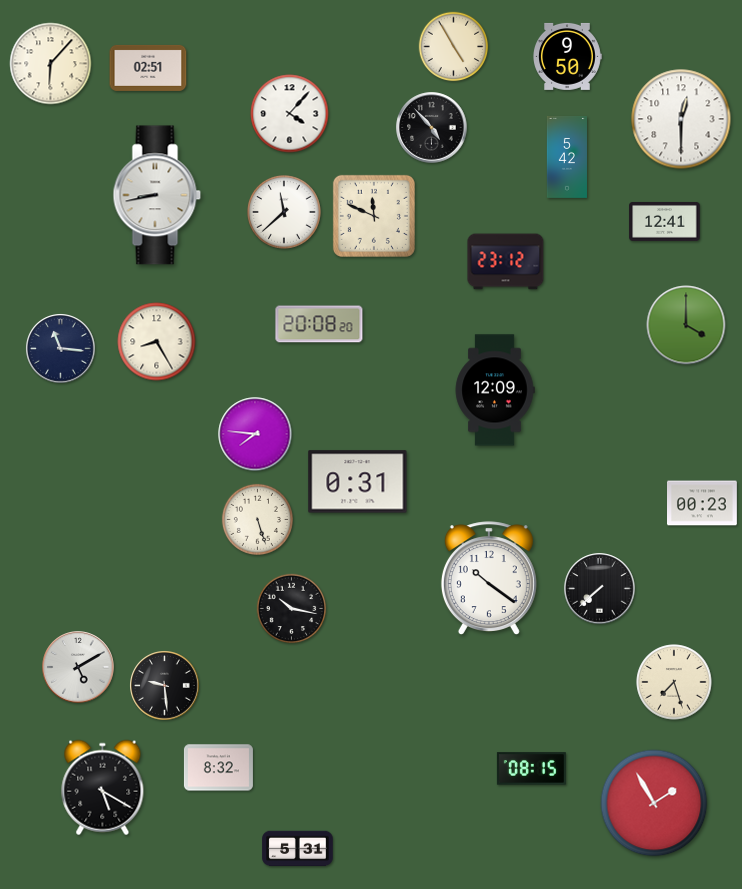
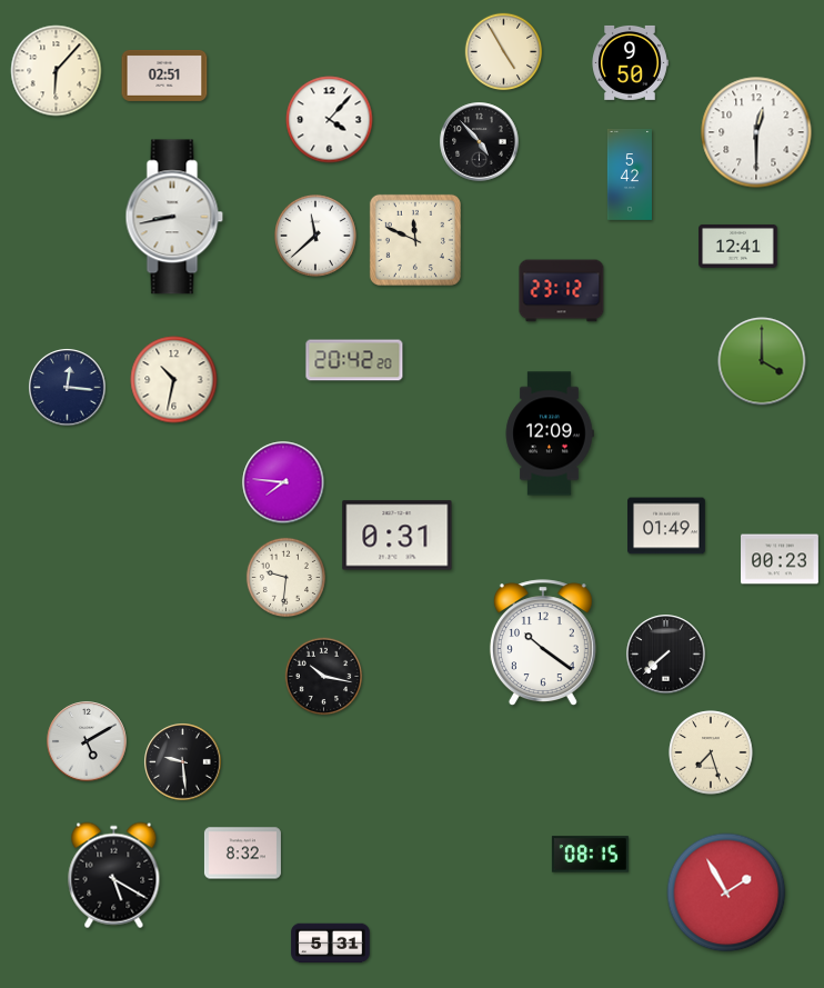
clock at (290, 114) position: (290, 114) -> (330, 120)
clock at (319, 324): 20:08 -> 20:42
clock at (157, 342): 8:25 -> 10:32
clock at (61, 349): 11:16 -> 12:16
clock at (667, 526): none -> 01:49
clock at (257, 519): 5:27 -> 9:31
clock at (674, 682) position: (674, 682) -> (711, 752)
